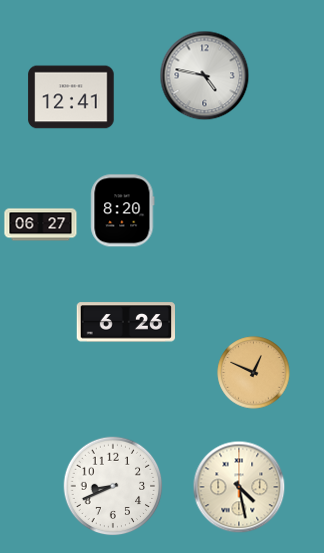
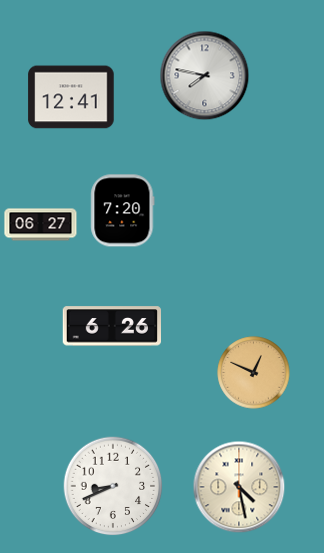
clock at (205, 76): 4:47 -> 7:47
clock at (123, 211): 8:20 -> 7:20
clock at (125, 322) position: (125, 322) -> (111, 326)
